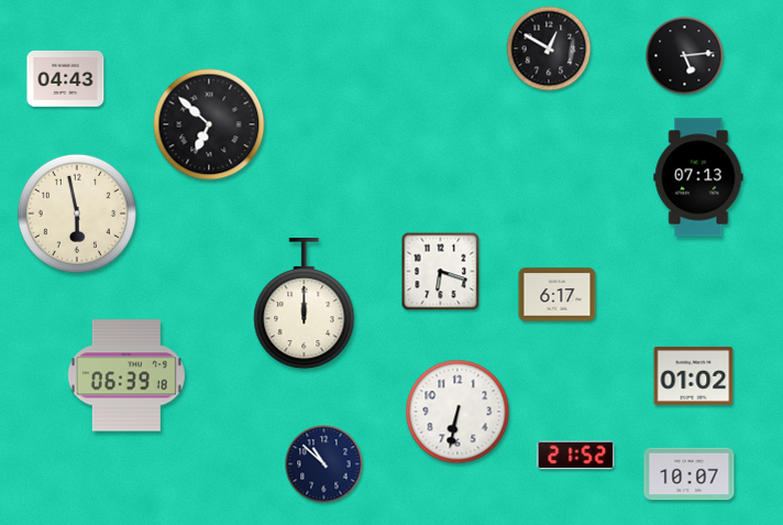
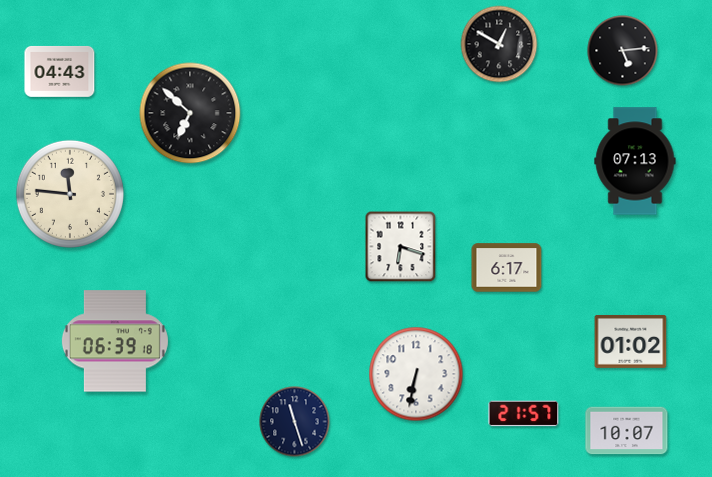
clock at (77, 214): 5:58 -> 11:46
clock at (305, 305): 12:00 -> none
clock at (576, 456): 21:52 -> 21:57
clock at (324, 464): 10:52 -> 11:27
